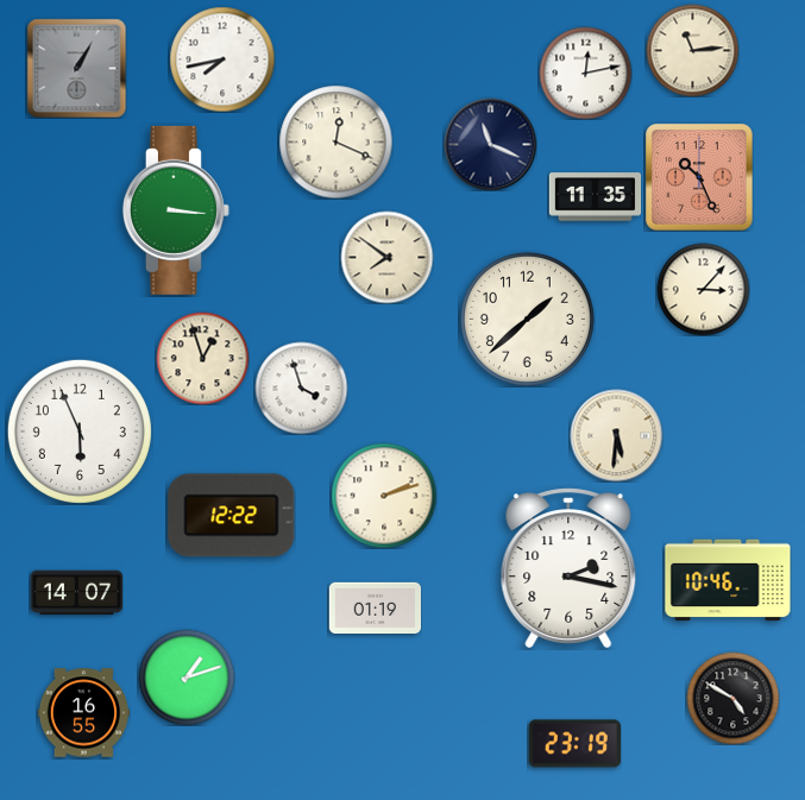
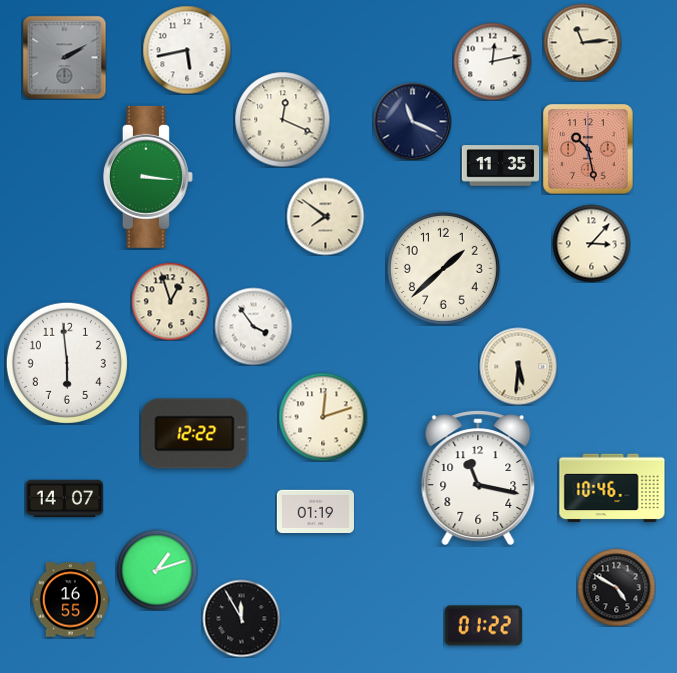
clock at (222, 59): 7:43 -> 5:43
clock at (76, 68): 1:05 -> 2:10
clock at (699, 177): 10:26 -> 10:28
clock at (301, 388): 3:57 -> 3:54
clock at (80, 432): 5:56 -> 5:59
clock at (384, 496): 2:12 -> 12:12
clock at (568, 568): 2:17 -> 11:17
clock at (241, 618): none -> 11:55
clock at (574, 744): 23:19 -> 01:22
